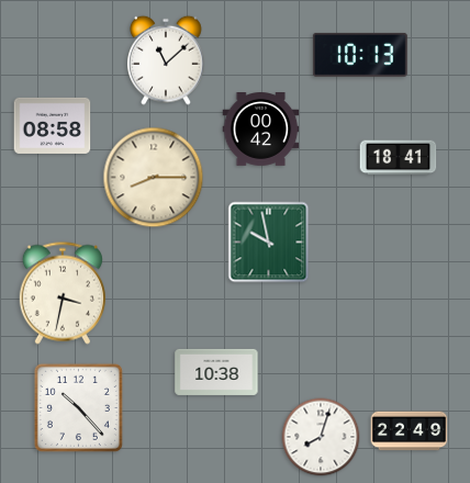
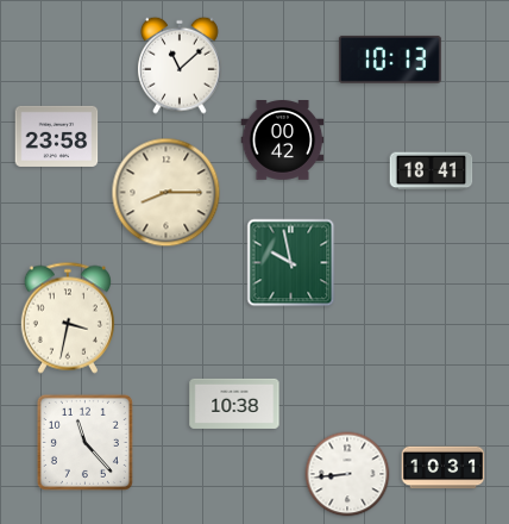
clock at (53, 125): 08:58 -> 23:58
clock at (78, 407): 10:23 -> 11:23
clock at (410, 431): 22:49 -> 10:31
clock at (321, 437): 8:03 -> 8:44
